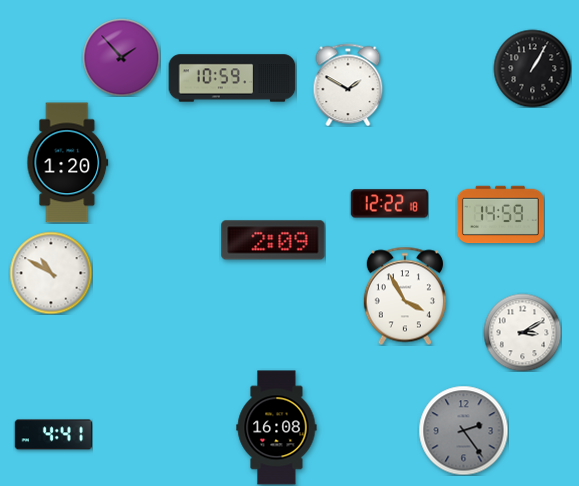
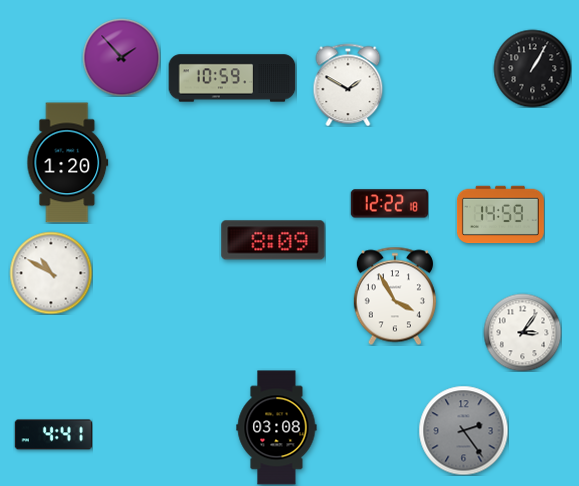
clock at (273, 240): 2:09 -> 8:09
clock at (405, 296) position: (405, 296) -> (395, 296)
clock at (522, 332): 3:10 -> 3:06
clock at (277, 428): 16:08 -> 03:08
